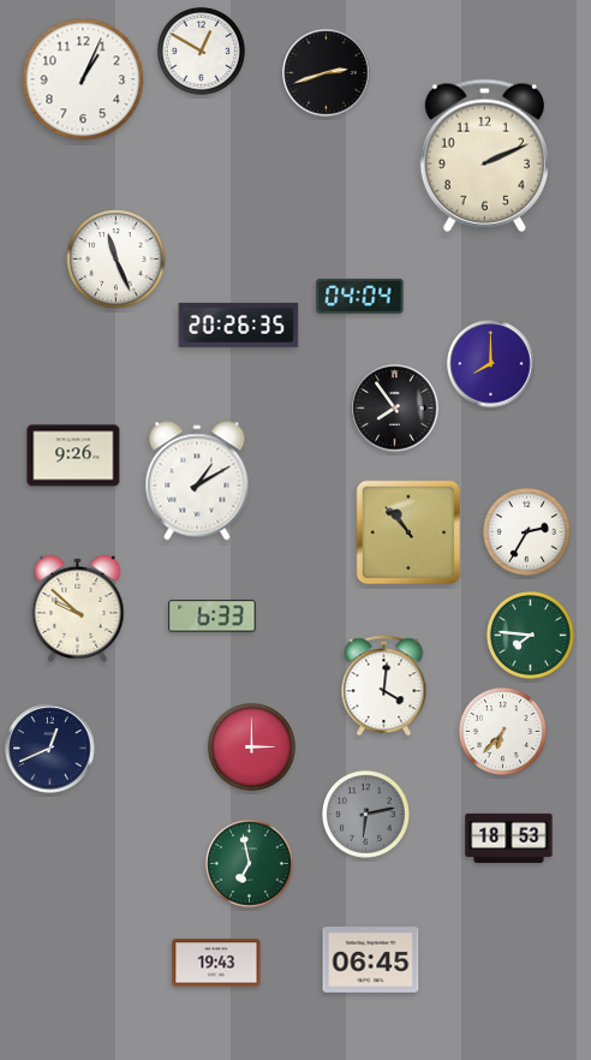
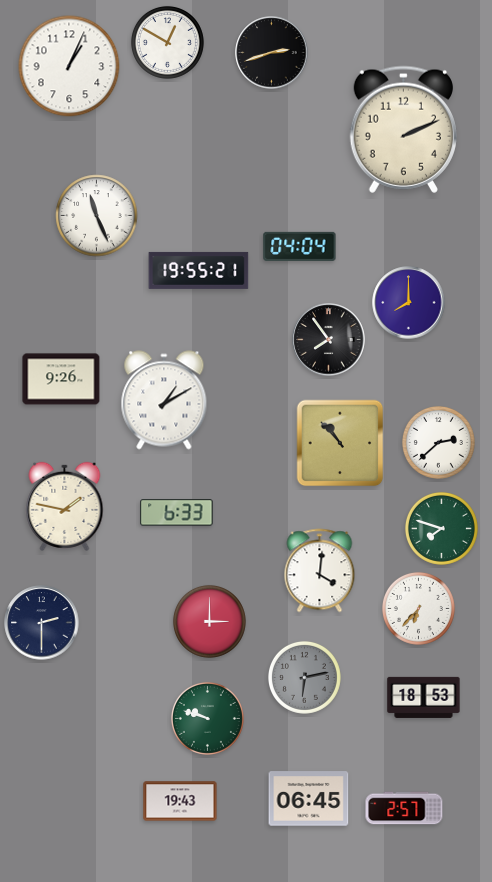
clock at (327, 73) position: (327, 73) -> (272, 53)
clock at (239, 324): 20:26 -> 19:55
clock at (526, 531): 2:35 -> 2:38
clock at (78, 608): 9:52 -> 1:47
clock at (530, 635): 7:46 -> 7:48
clock at (50, 749): 12:41 -> 2:30
clock at (249, 863): 6:58 -> 9:48
clock at (404, 808): none -> 2:57
